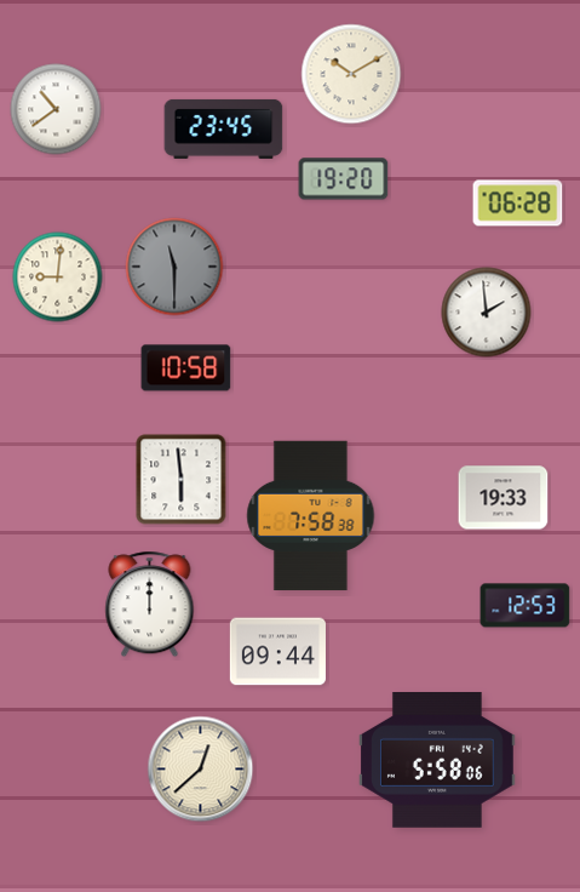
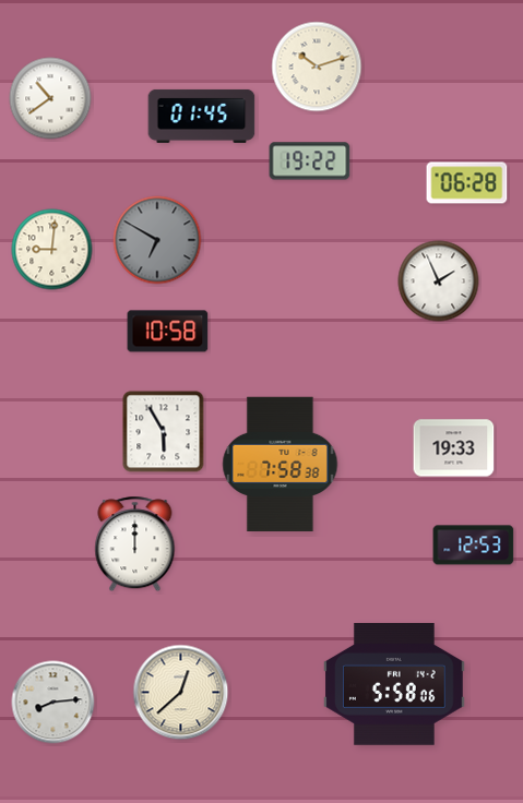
clock at (351, 74): 10:10 -> 10:12
clock at (224, 128): 23:45 -> 01:45
clock at (344, 179): 19:20 -> 19:22
clock at (174, 267): 11:30 -> 6:50
clock at (487, 313): 1:59 -> 1:56
clock at (182, 480): 5:59 -> 5:55
clock at (277, 652): 09:44 -> none
clock at (54, 703): none -> 8:14
